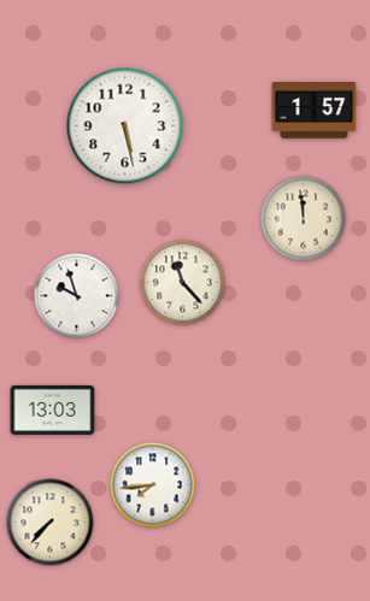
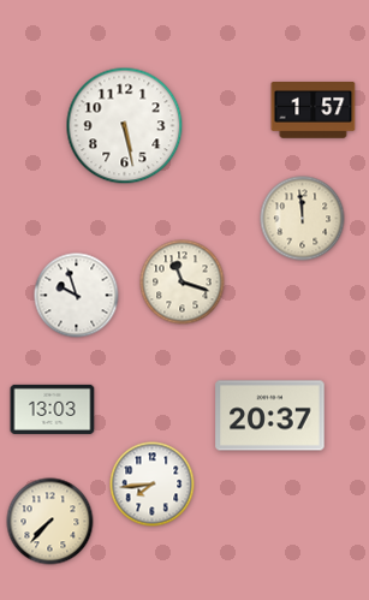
clock at (183, 283): 11:23 -> 11:18
clock at (270, 416): none -> 20:37
